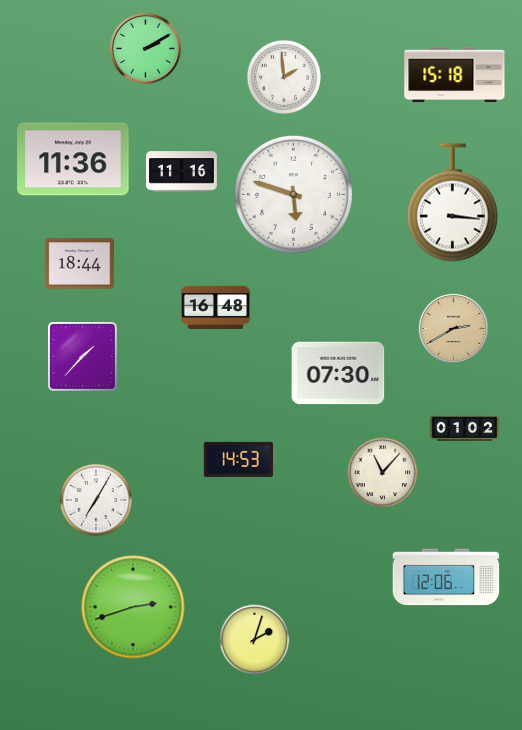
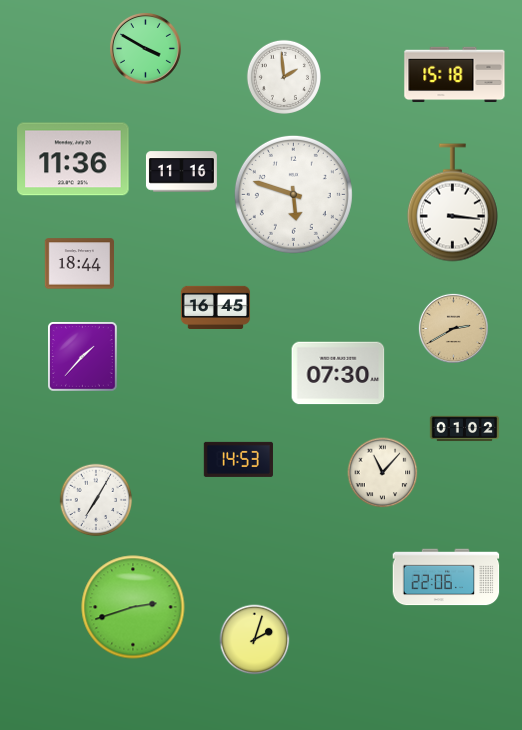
clock at (145, 48): 2:10 -> 3:50
clock at (216, 307): 16:48 -> 16:45
clock at (446, 577): 12:06 -> 22:06
